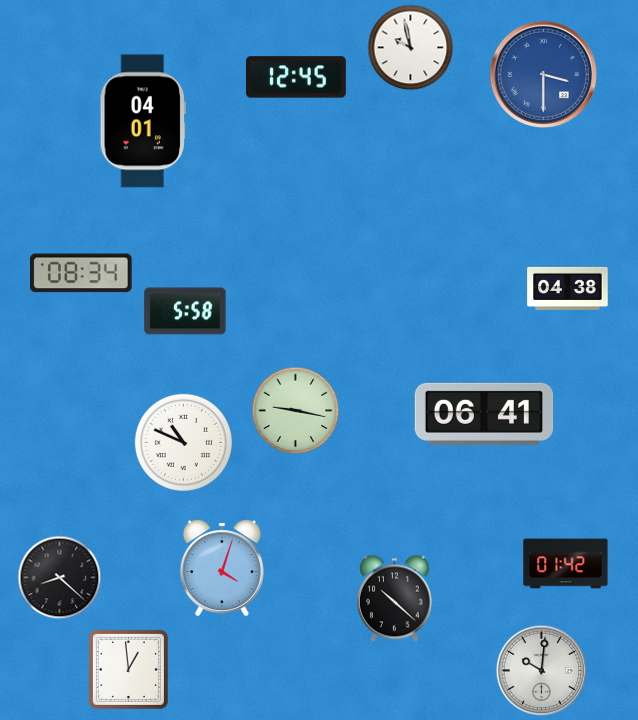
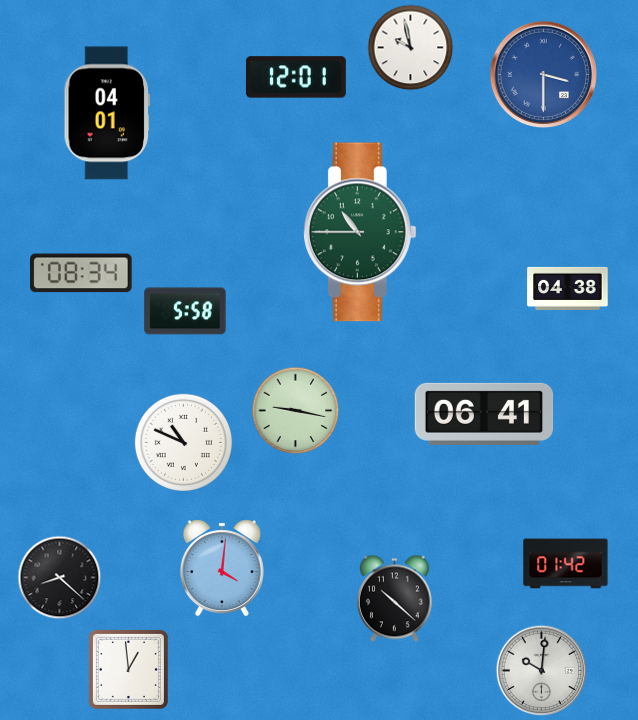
clock at (296, 77): 12:45 -> 12:01
clock at (143, 121) position: (143, 121) -> (107, 113)
clock at (361, 232): none -> 10:45
clock at (222, 568): 4:03 -> 4:01
